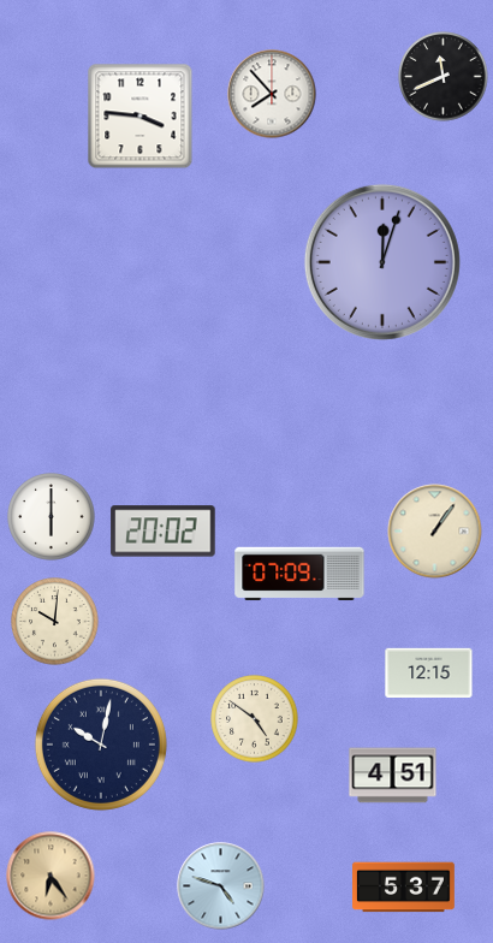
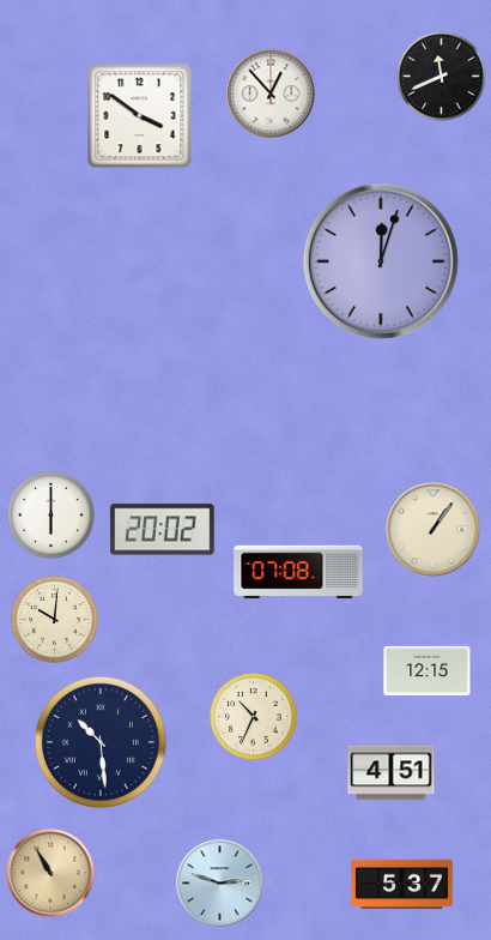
clock at (272, 94): 7:53 -> 12:53
clock at (141, 117): 3:46 -> 3:51
clock at (299, 574): 07:09 -> 07:08
clock at (255, 719): 4:51 -> 10:34
clock at (101, 745): 10:02 -> 10:29
clock at (51, 876): 6:24 -> 10:55
clock at (221, 886): 4:48 -> 2:48
